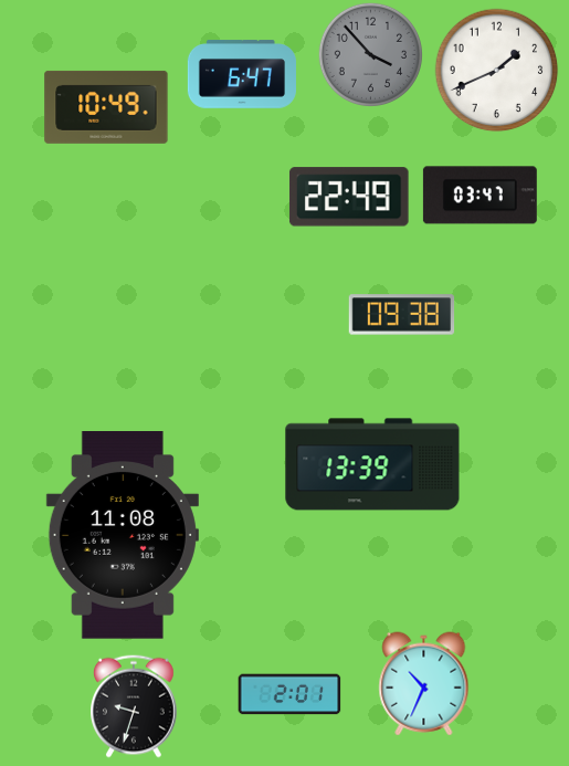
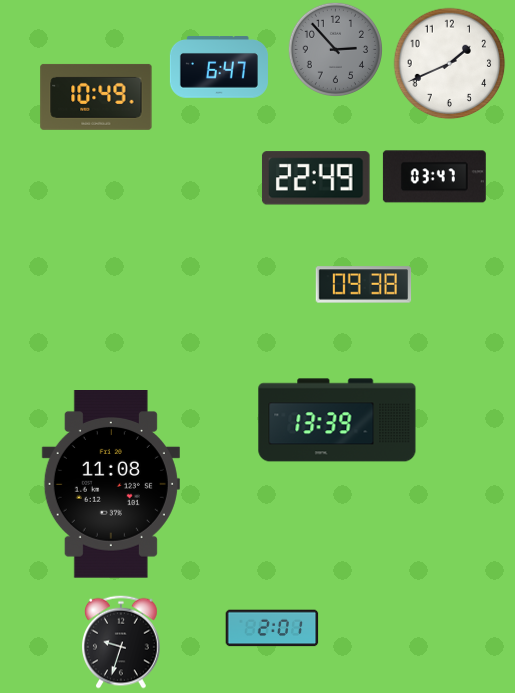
clock at (370, 54): 3:53 -> 2:53
clock at (424, 684): 10:34 -> none
clock at (289, 694) position: (289, 694) -> (272, 628)
clock at (135, 706) position: (135, 706) -> (122, 642)
